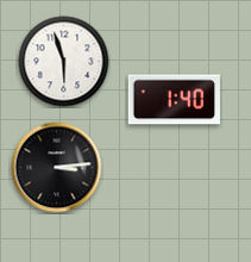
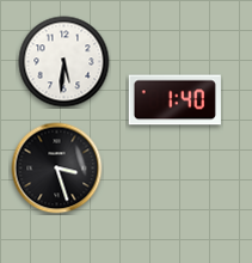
clock at (64, 62): 5:57 -> 5:31
clock at (57, 168): 3:14 -> 3:27
